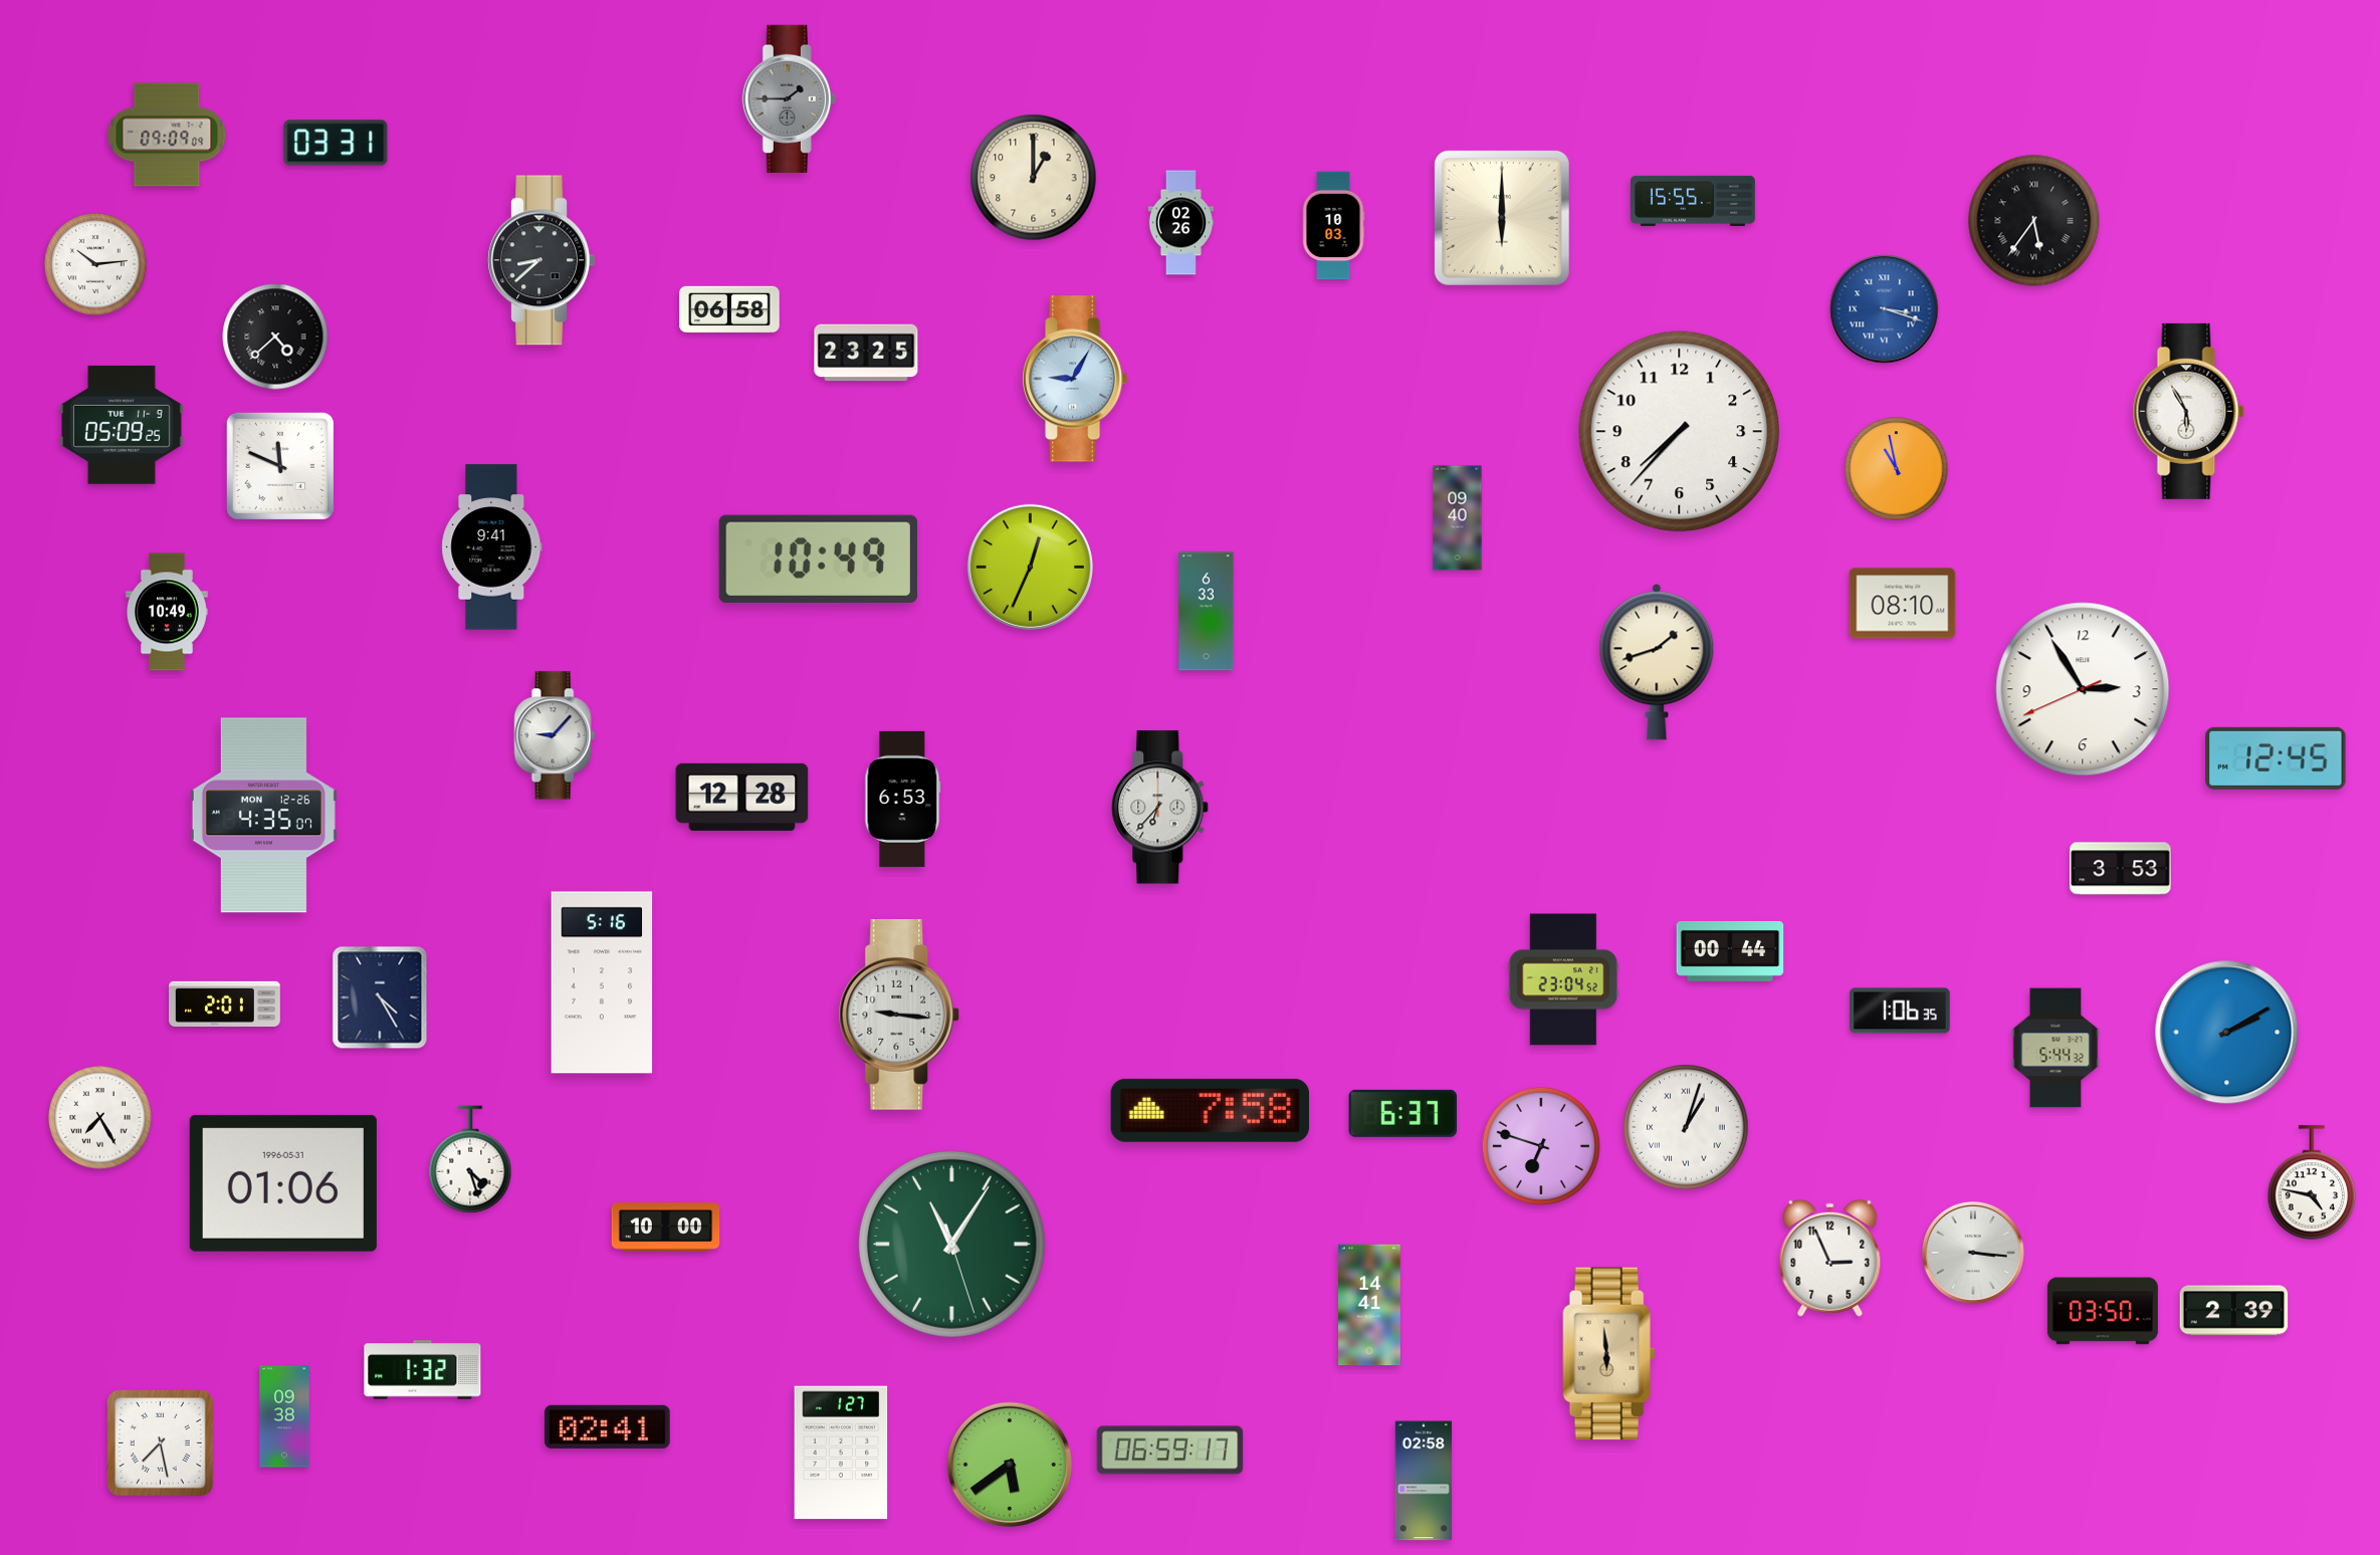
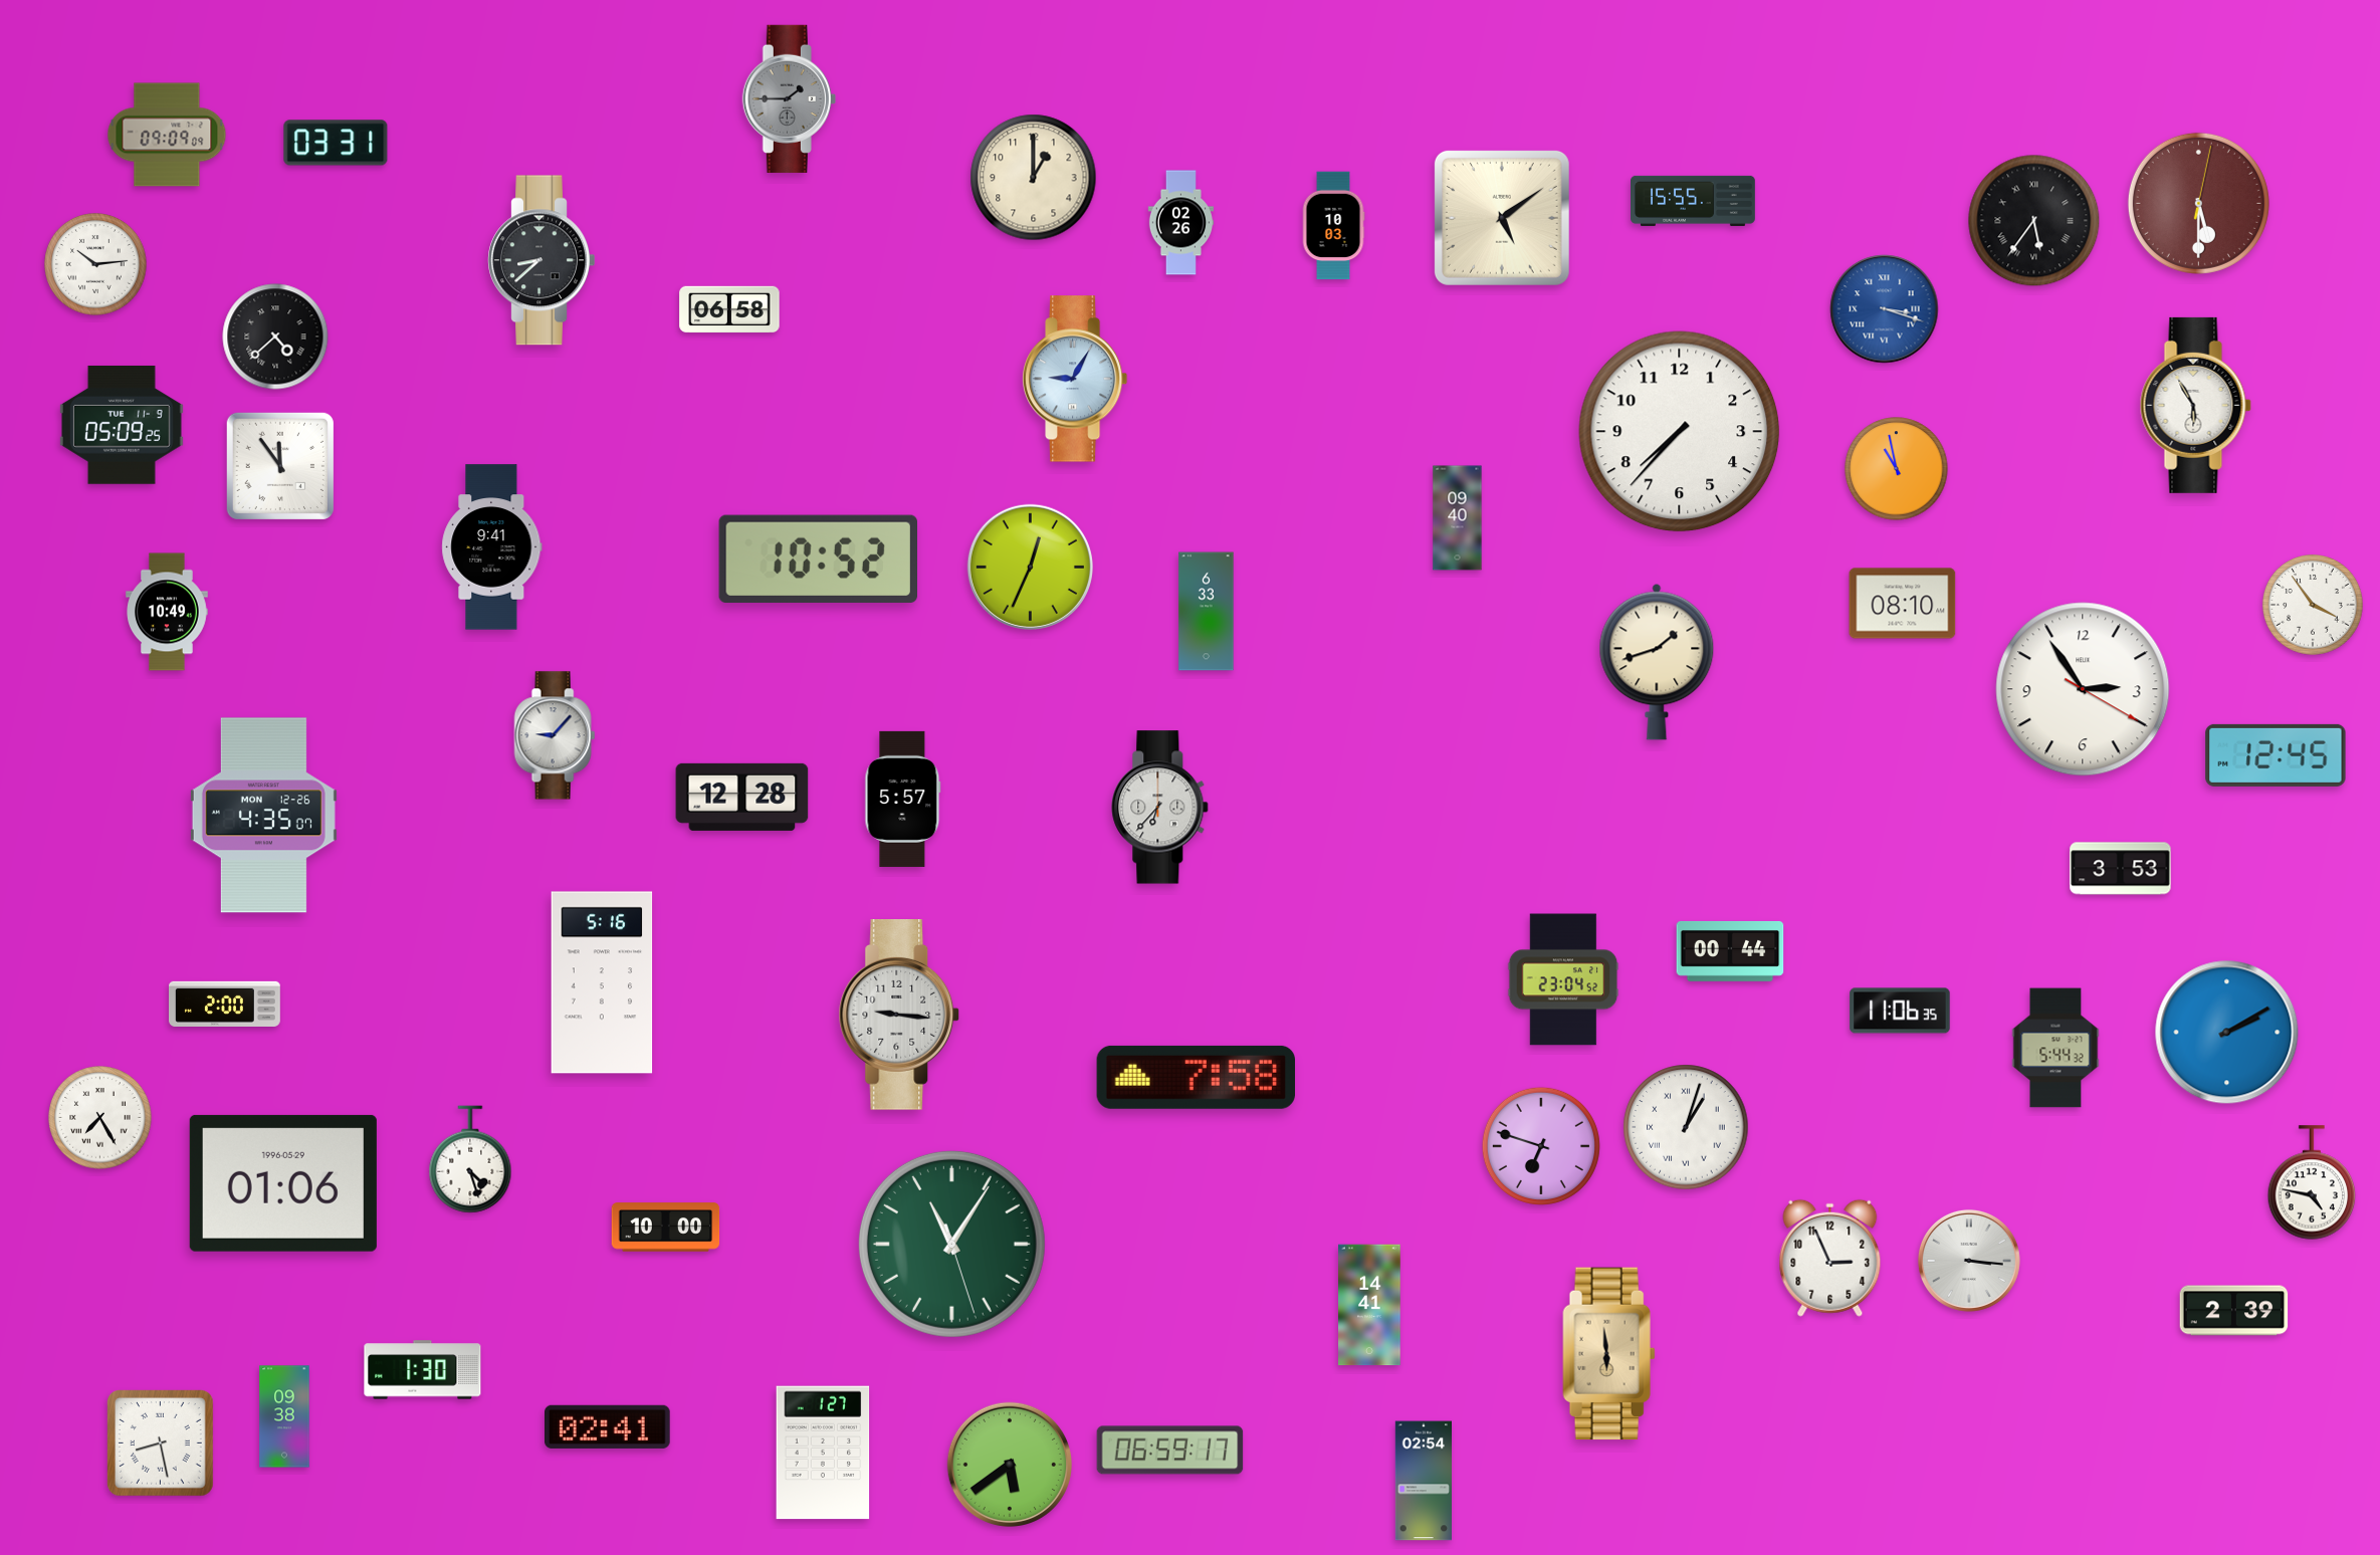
clock at (2198, 203): none -> 5:30
clock at (1502, 218): 6:00 -> 5:09
clock at (866, 353): 23:25 -> none
clock at (2188, 411) position: (2188, 411) -> (2195, 405)
clock at (280, 466): 11:49 -> 11:54
clock at (818, 559): 10:49 -> 10:52
clock at (2314, 606): none -> 3:54
clock at (2083, 689): 2:54:41 -> 2:54:20
clock at (2276, 758) position: (2276, 758) -> (2276, 755)
clock at (903, 799): 6:53 -> 5:57
clock at (380, 997): 4:25 -> none
clock at (225, 1004): 2:01 -> 2:00
clock at (1900, 1011): 1:06 -> 11:06
clock at (1210, 1110) position: (1210, 1110) -> (1196, 1077)
clock at (1402, 1113): 6:37 -> none
clock at (283, 1183) date: 1996-05-31 -> 1996-05-29
clock at (1973, 1253) position: (1973, 1253) -> (1969, 1261)
clock at (2103, 1311): 03:50 -> none
clock at (423, 1370): 1:32 -> 1:30
clock at (161, 1443): 7:28 -> 8:28
clock at (841, 1453) position: (841, 1453) -> (823, 1453)
clock at (1424, 1481): 02:58 -> 02:54
